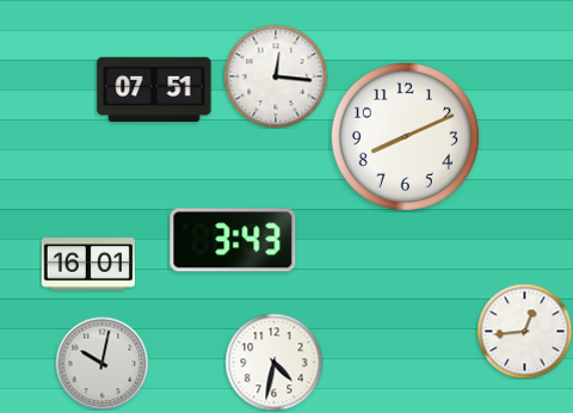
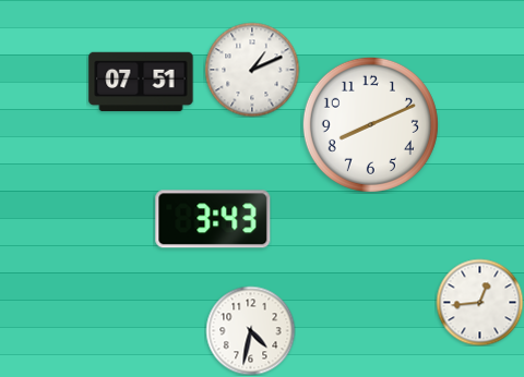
clock at (276, 76): 12:16 -> 1:11
clock at (88, 264): 16:01 -> none
clock at (101, 363): 10:02 -> none
